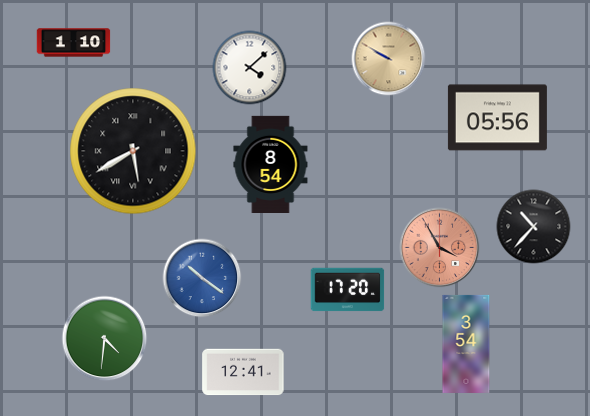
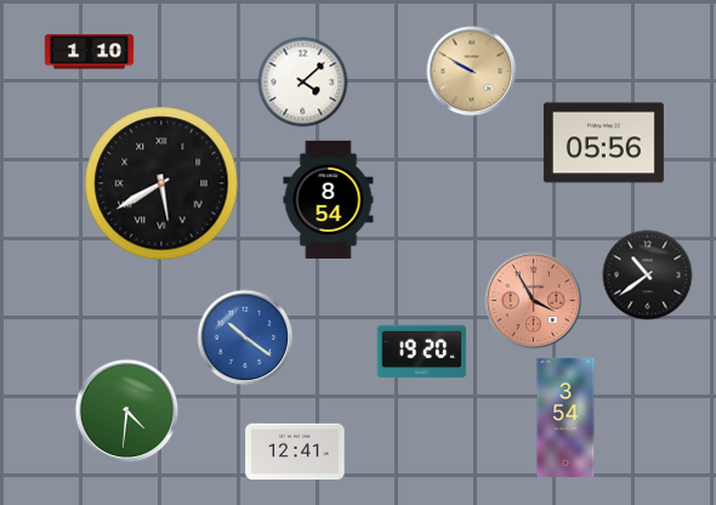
clock at (534, 227): 10:37 -> 10:39
clock at (348, 290): 17:20 -> 19:20
